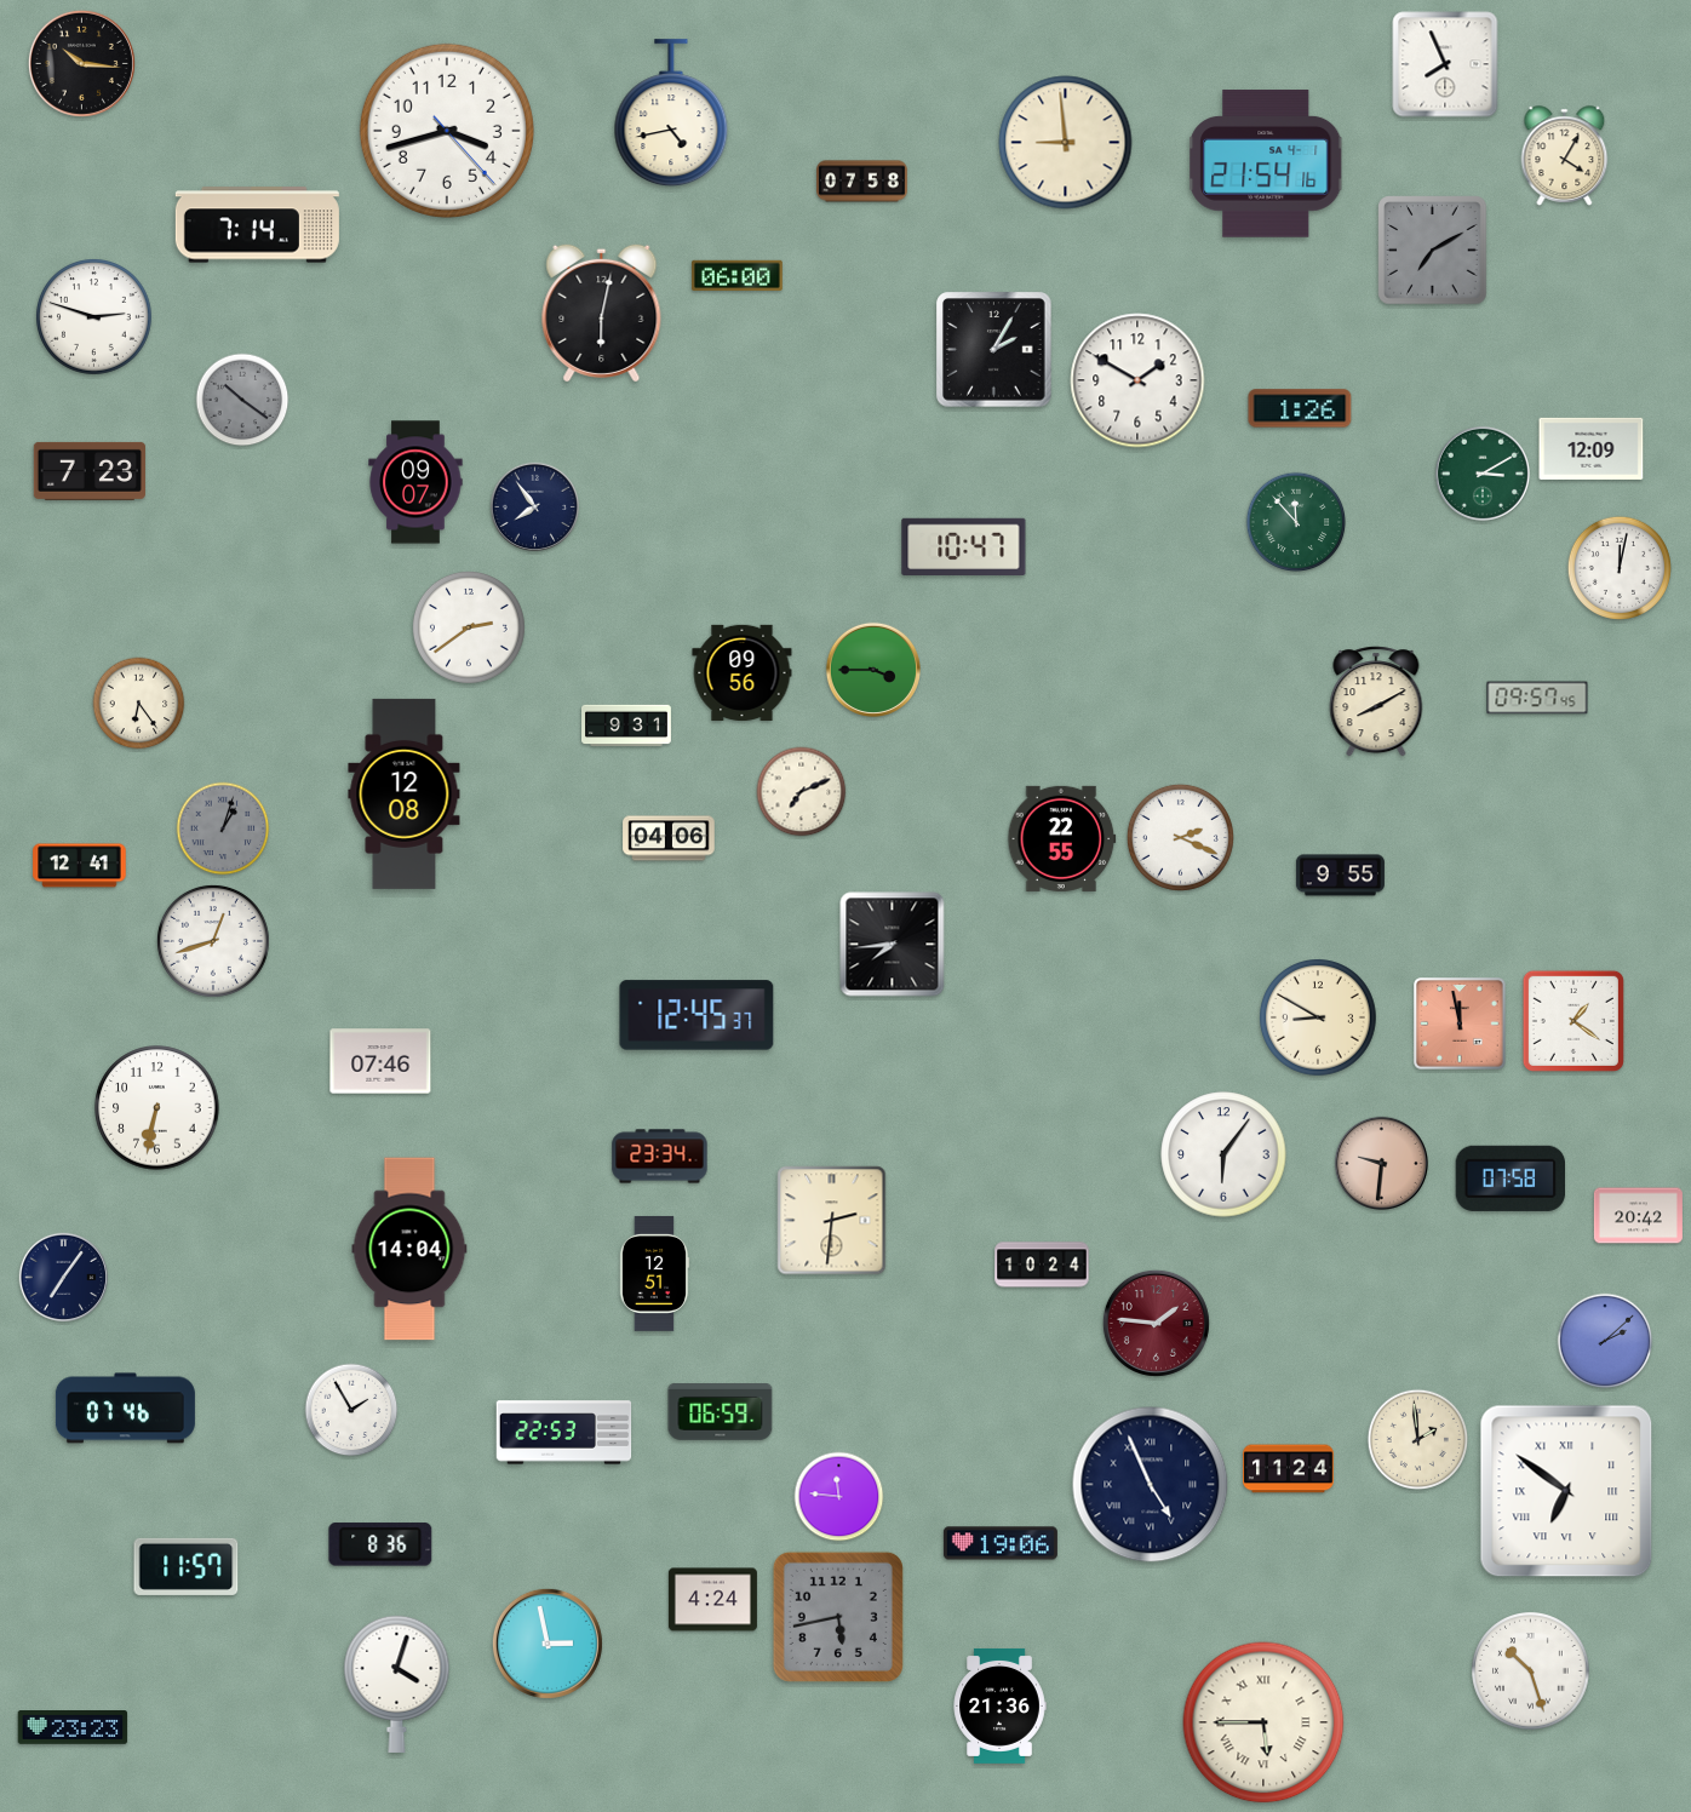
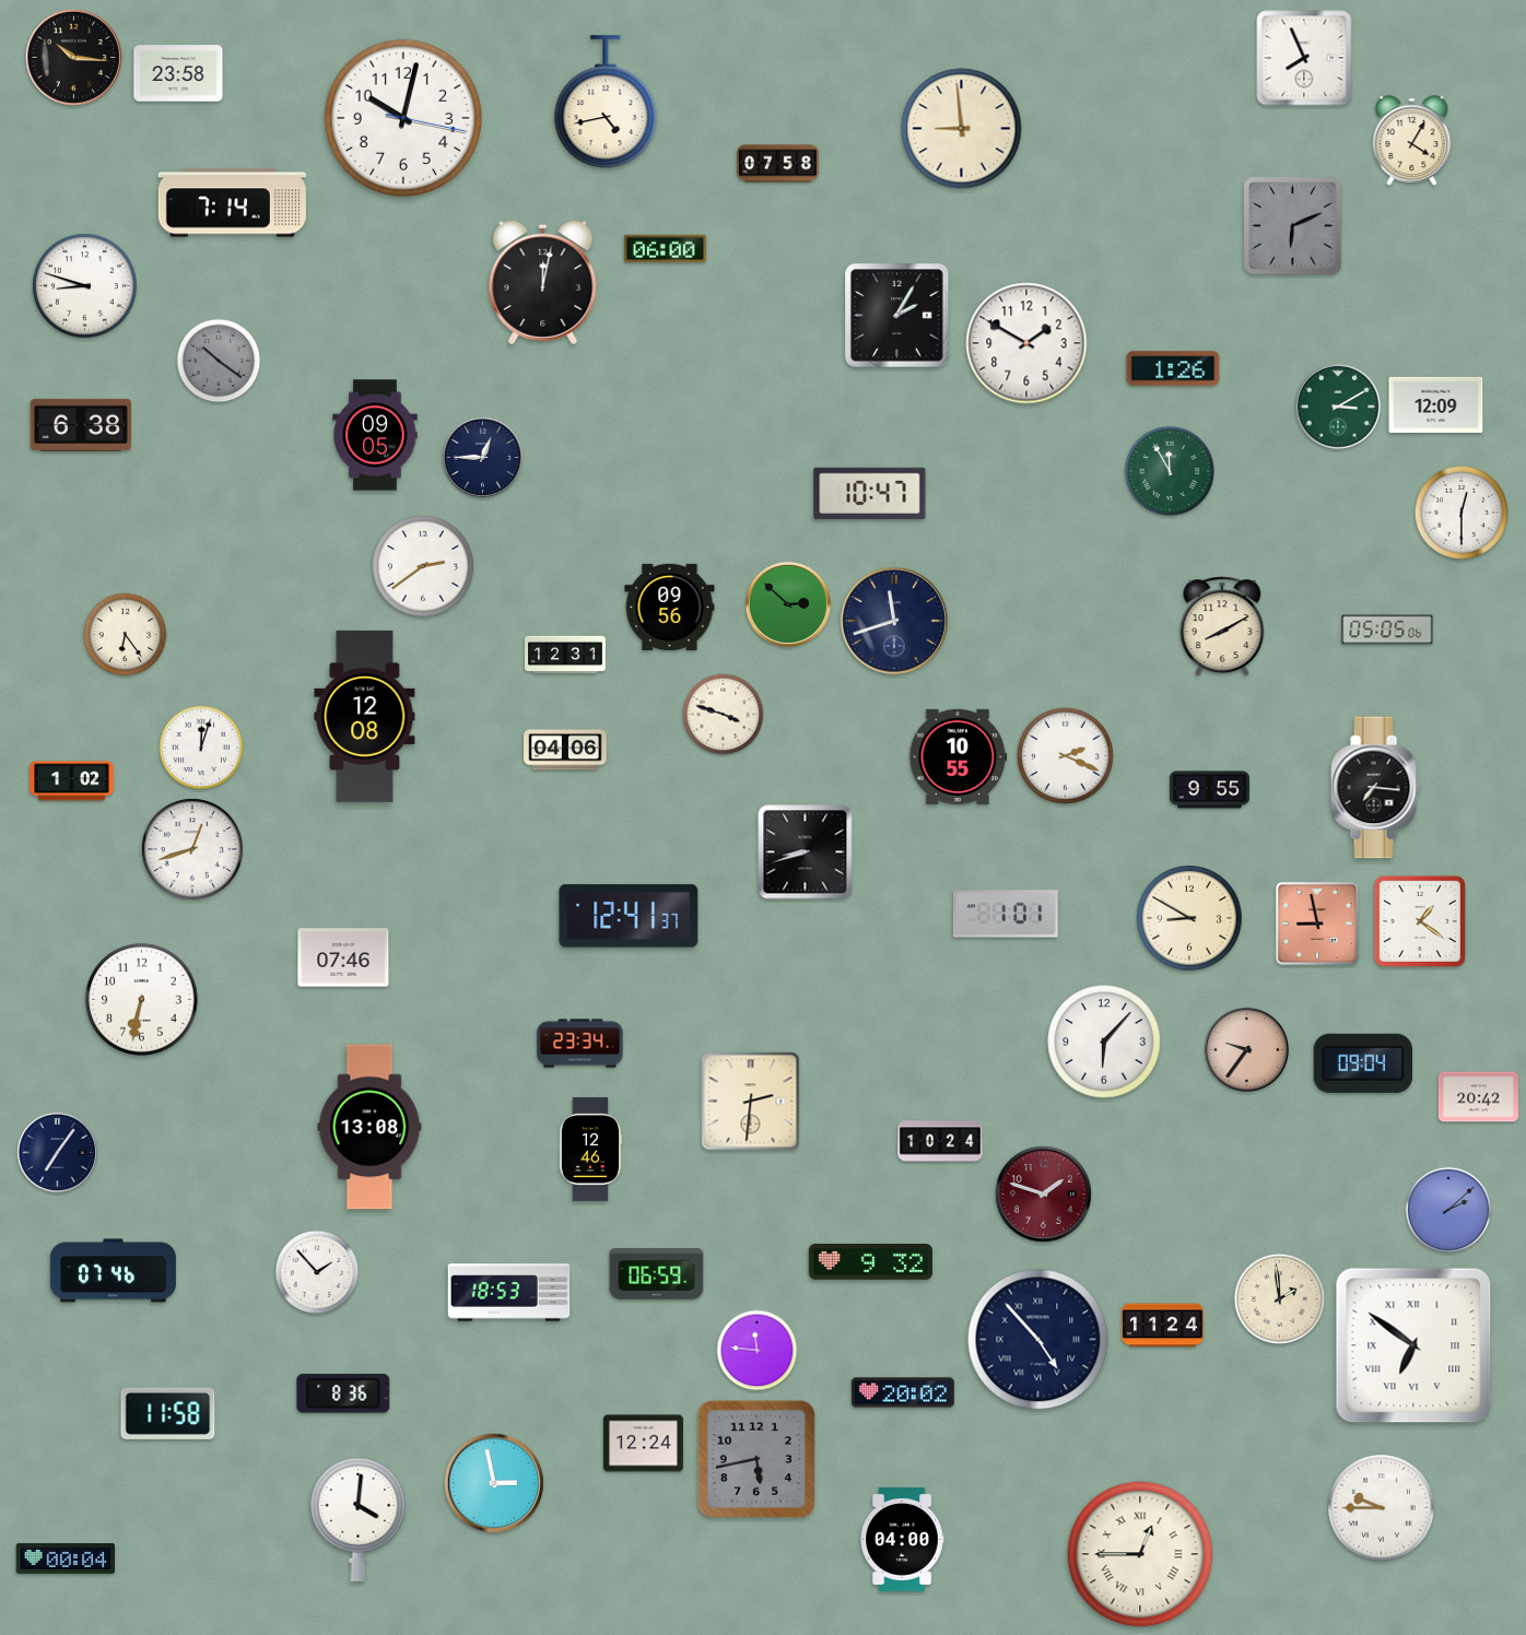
clock at (178, 73): none -> 23:58
clock at (447, 131): 3:42 -> 10:02
clock at (1266, 164): 21:54 -> none
clock at (1433, 251): 7:10 -> 6:11
clock at (602, 312): 6:02 -> 12:02
clock at (94, 317): 2:48 -> 8:48
clock at (90, 471): 7:23 -> 6:38
clock at (1483, 474) position: (1483, 474) -> (1338, 407)
clock at (415, 482): 09:07 -> 09:05
clock at (534, 506): 7:54 -> 12:45
clock at (1296, 522): 11:53 -> 11:55
clock at (1620, 568): 12:02 -> 12:30
clock at (873, 670): 3:45 -> 2:52
clock at (894, 621): none -> 11:42
clock at (1537, 698): 09:57 -> 05:05
clock at (1376, 701) position: (1376, 701) -> (1222, 626)
clock at (627, 726): 9:31 -> 12:31
clock at (802, 792): 7:11 -> 3:48
clock at (223, 828): 1:03 -> 12:03
clock at (223, 828) dial: grey -> white
clock at (669, 838) position: (669, 838) -> (565, 750)
clock at (1062, 838): 22:55 -> 10:55
clock at (80, 866): 12:41 -> 1:02
clock at (1375, 788): none -> 7:16
clock at (893, 945): 7:44 -> 8:42
clock at (1006, 914): none -> 1:01
clock at (697, 1015): 12:45 -> 12:41
clock at (1460, 1023): 11:58 -> 8:58
clock at (1223, 1154): 6:06 -> 6:07
clock at (660, 1157) position: (660, 1157) -> (580, 1044)
clock at (1381, 1163): 9:31 -> 9:36
clock at (1509, 1179): 07:58 -> 09:04
clock at (409, 1249): 14:04 -> 13:08
clock at (654, 1273): 12:51 -> 12:46
clock at (1156, 1323): 1:46 -> 1:48
clock at (870, 1262): none -> 9:32
clock at (351, 1410): 1:55 -> 1:53
clock at (721, 1412) position: (721, 1412) -> (657, 1274)
clock at (564, 1433): 22:53 -> 18:53
clock at (1151, 1485): 4:56 -> 4:53
clock at (1001, 1543): 19:06 -> 20:02
clock at (187, 1566): 11:57 -> 11:58
clock at (712, 1600): 4:24 -> 12:24
clock at (1531, 1671): 10:27 -> 9:45
clock at (397, 1684): 4:03 -> 4:01
clock at (999, 1705): 21:36 -> 04:00
clock at (1263, 1722): 5:45 -> 12:45
clock at (73, 1728): 23:23 -> 00:04
